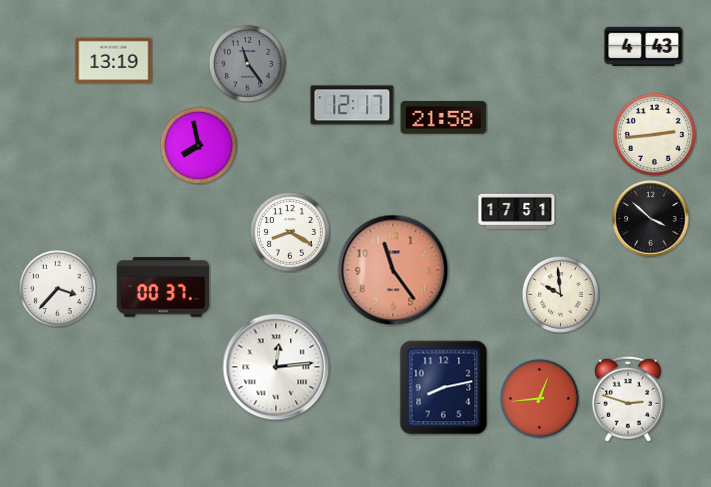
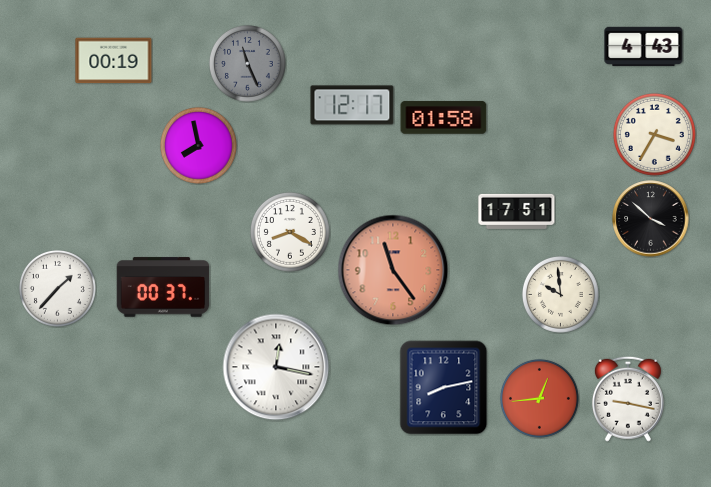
clock at (114, 61): 13:19 -> 00:19
clock at (247, 63): 11:24 -> 11:26
clock at (444, 118): 21:58 -> 01:58
clock at (654, 134): 2:44 -> 3:35
clock at (57, 288): 3:37 -> 1:37
clock at (276, 367): 12:14 -> 12:17
clock at (628, 399): 2:48 -> 9:17
